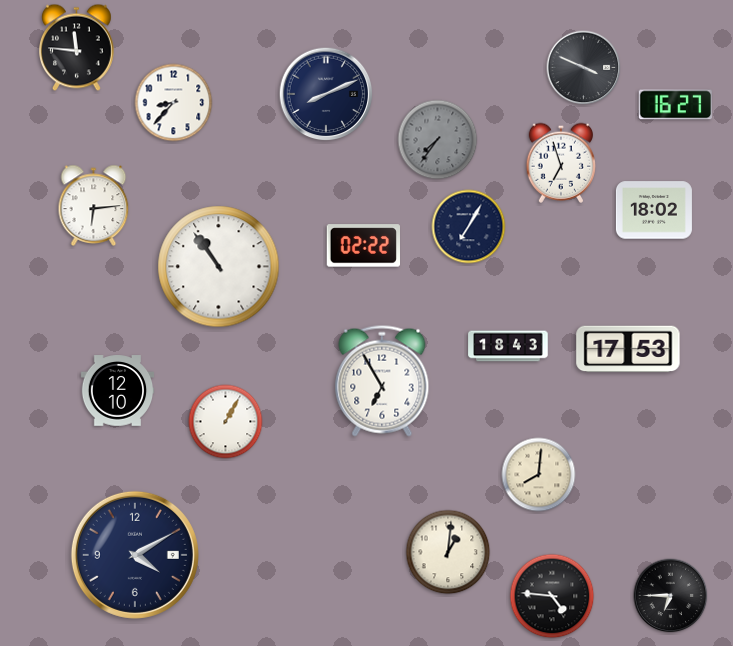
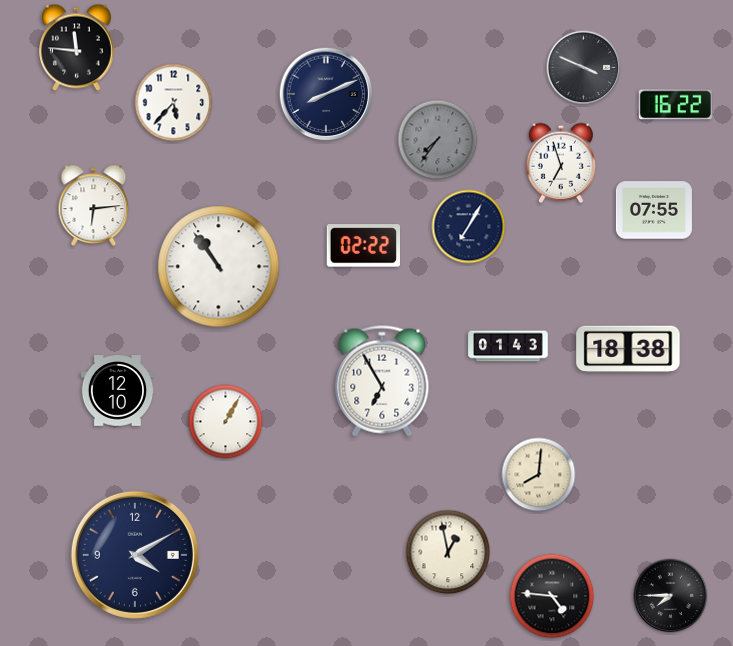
clock at (174, 103): 8:37 -> 5:37
clock at (675, 105): 16:27 -> 16:22
clock at (654, 210): 18:02 -> 07:55
clock at (508, 346): 18:43 -> 01:43
clock at (628, 349): 17:53 -> 18:38
clock at (448, 552): 1:01 -> 12:58
clock at (671, 596): 6:45 -> 7:45
